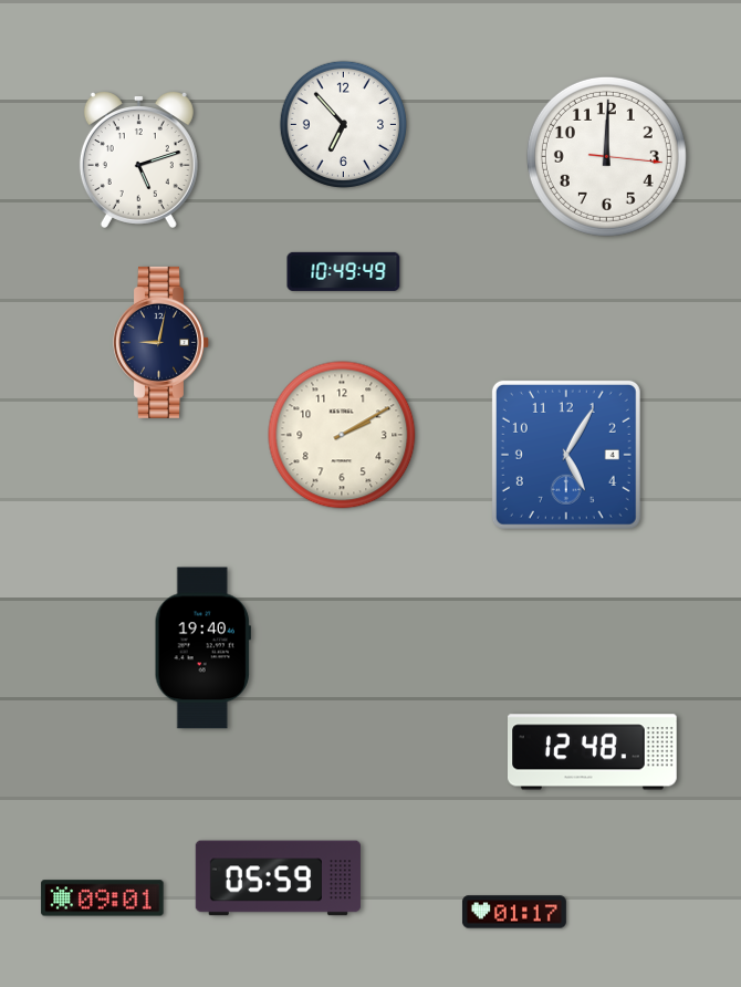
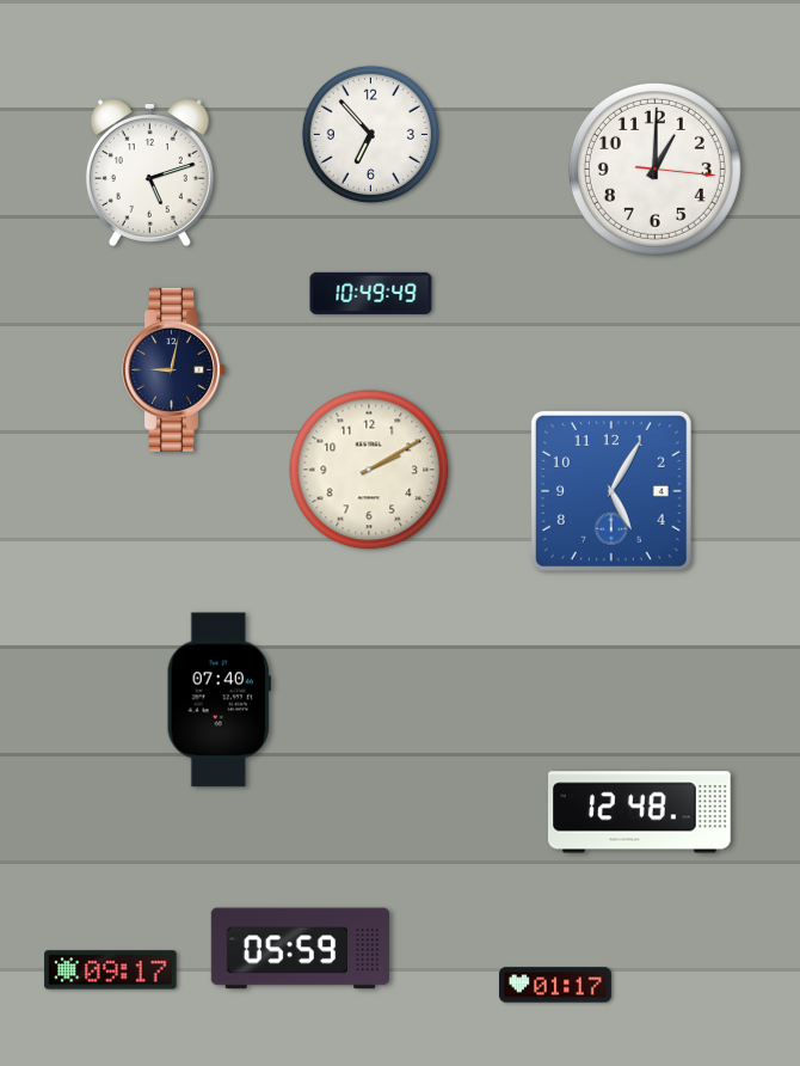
clock at (606, 156): 12:00 -> 1:00
clock at (202, 648): 19:40 -> 07:40
clock at (103, 898): 09:01 -> 09:17
